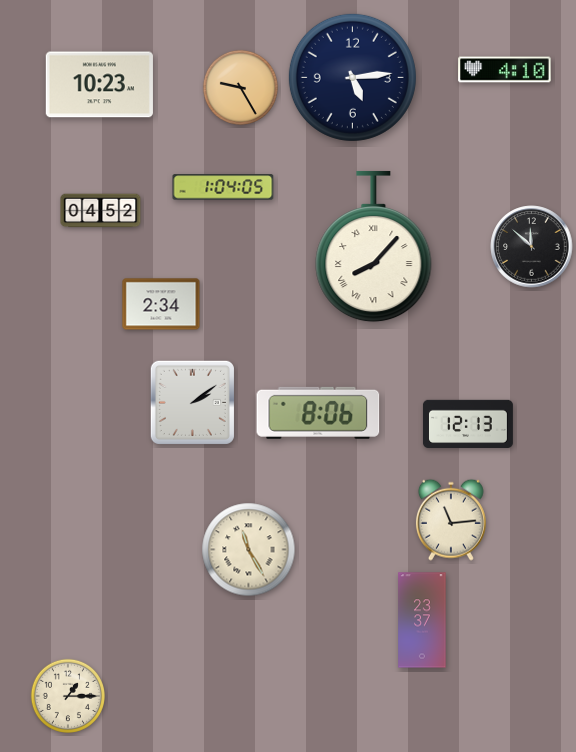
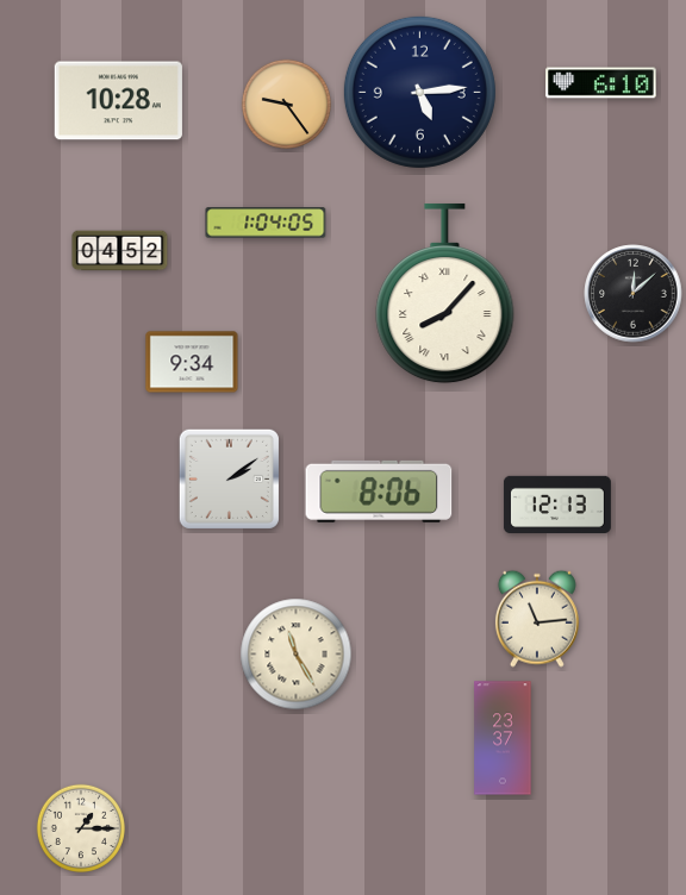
clock at (505, 70): 4:10 -> 6:10
clock at (99, 85): 10:23 -> 10:28
clock at (240, 87): 9:25 -> 9:24
clock at (532, 247): 11:52 -> 12:08
clock at (161, 304): 2:34 -> 9:34
